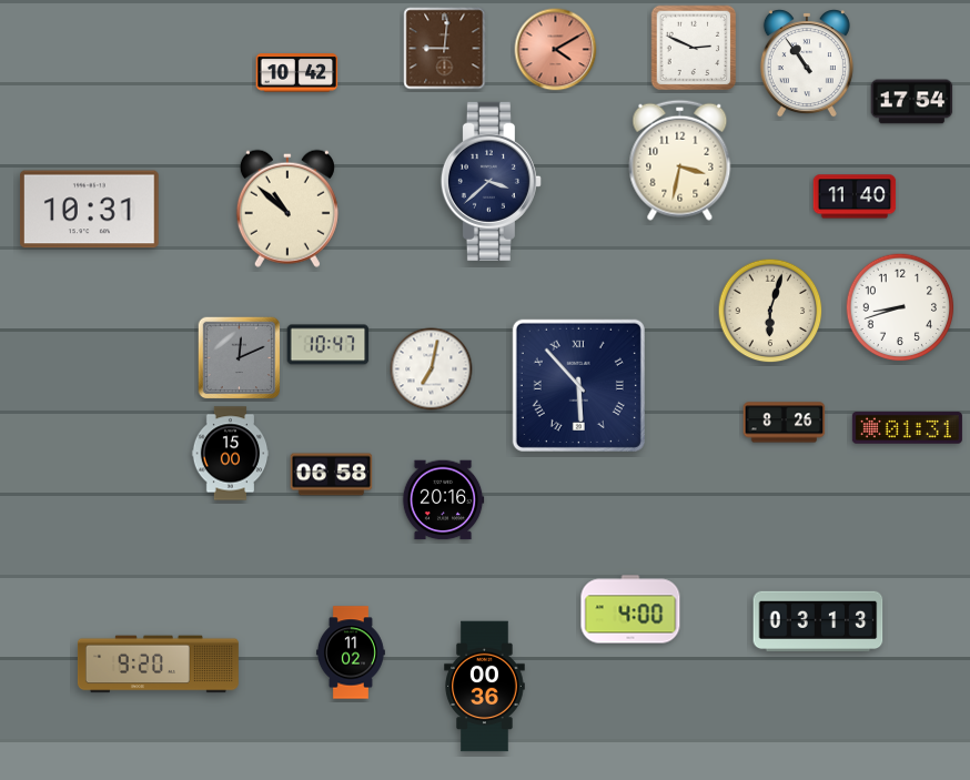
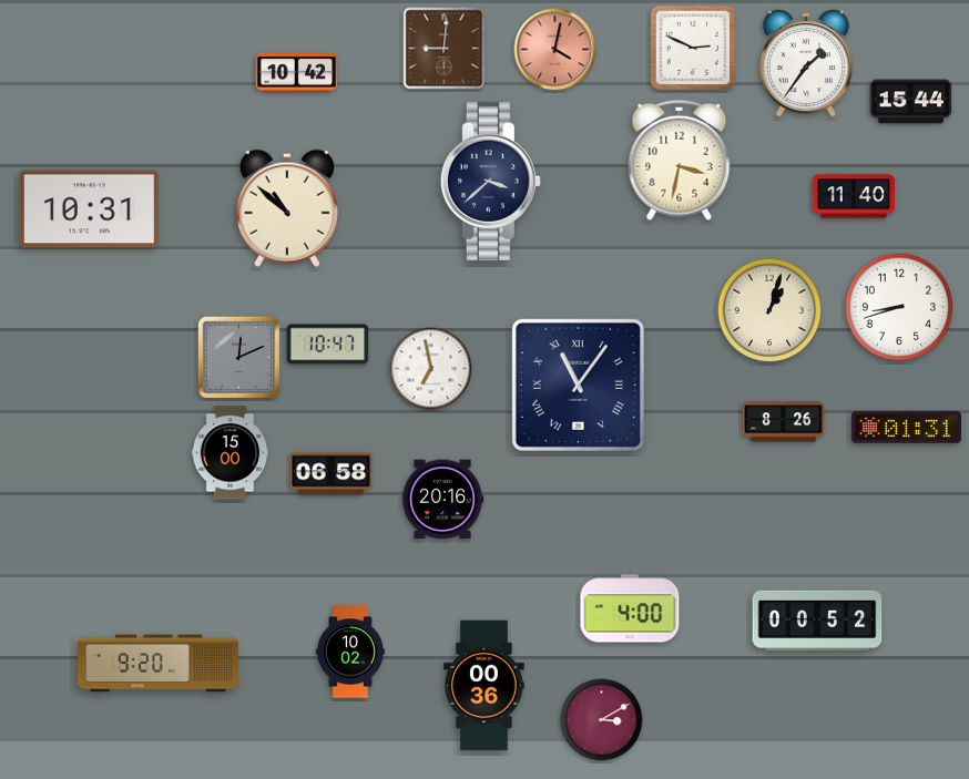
clock at (556, 50): 4:10 -> 4:02
clock at (807, 63): 10:54 -> 1:36
clock at (912, 102): 17:54 -> 15:44
clock at (770, 311): 6:03 -> 1:03
clock at (432, 369): 7:02 -> 6:58
clock at (578, 385): 5:53 -> 11:06
clock at (818, 621): 03:13 -> 00:52
clock at (351, 652): 11:02 -> 10:02
clock at (602, 720): none -> 3:10
